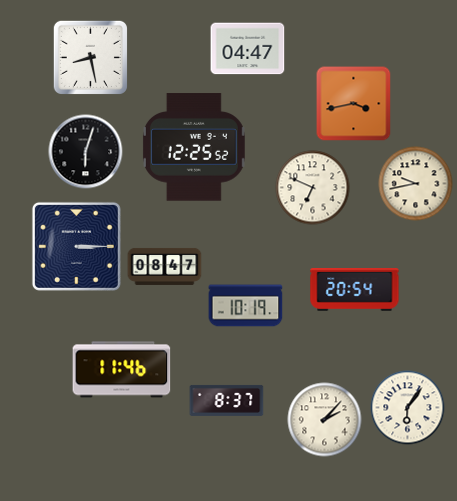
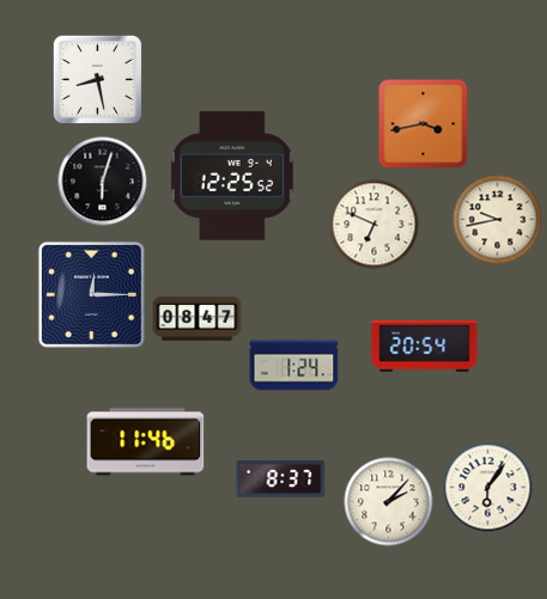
clock at (248, 49): 04:47 -> none
clock at (90, 57) position: (90, 57) -> (97, 79)
clock at (76, 246): 3:15 -> 12:15
clock at (246, 306): 10:19 -> 1:24
clock at (227, 400) position: (227, 400) -> (281, 478)
